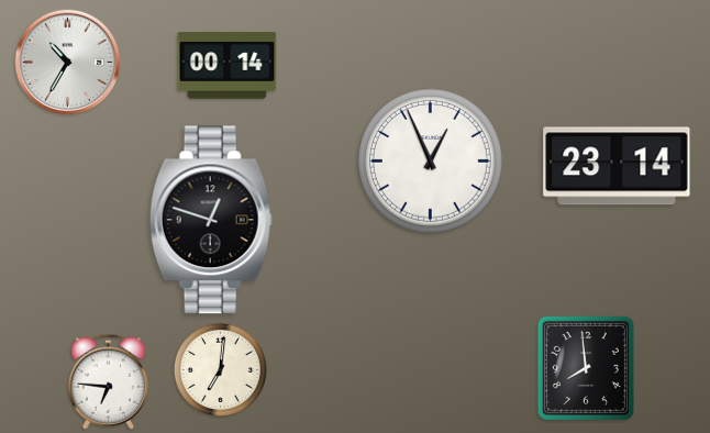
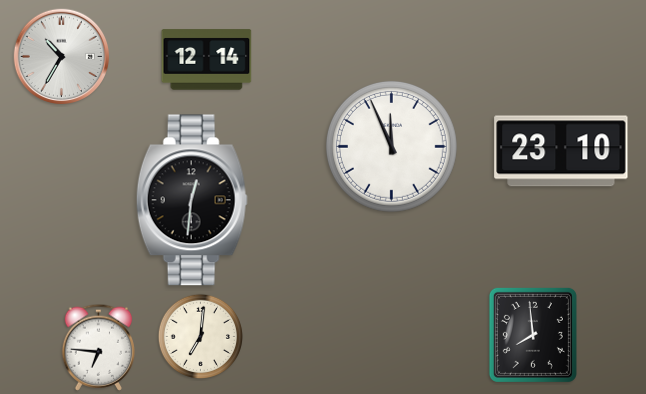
clock at (228, 66): 00:14 -> 12:14
clock at (430, 160): 12:56 -> 11:56
clock at (617, 166): 23:14 -> 23:10
clock at (211, 220): 12:48 -> 12:31
